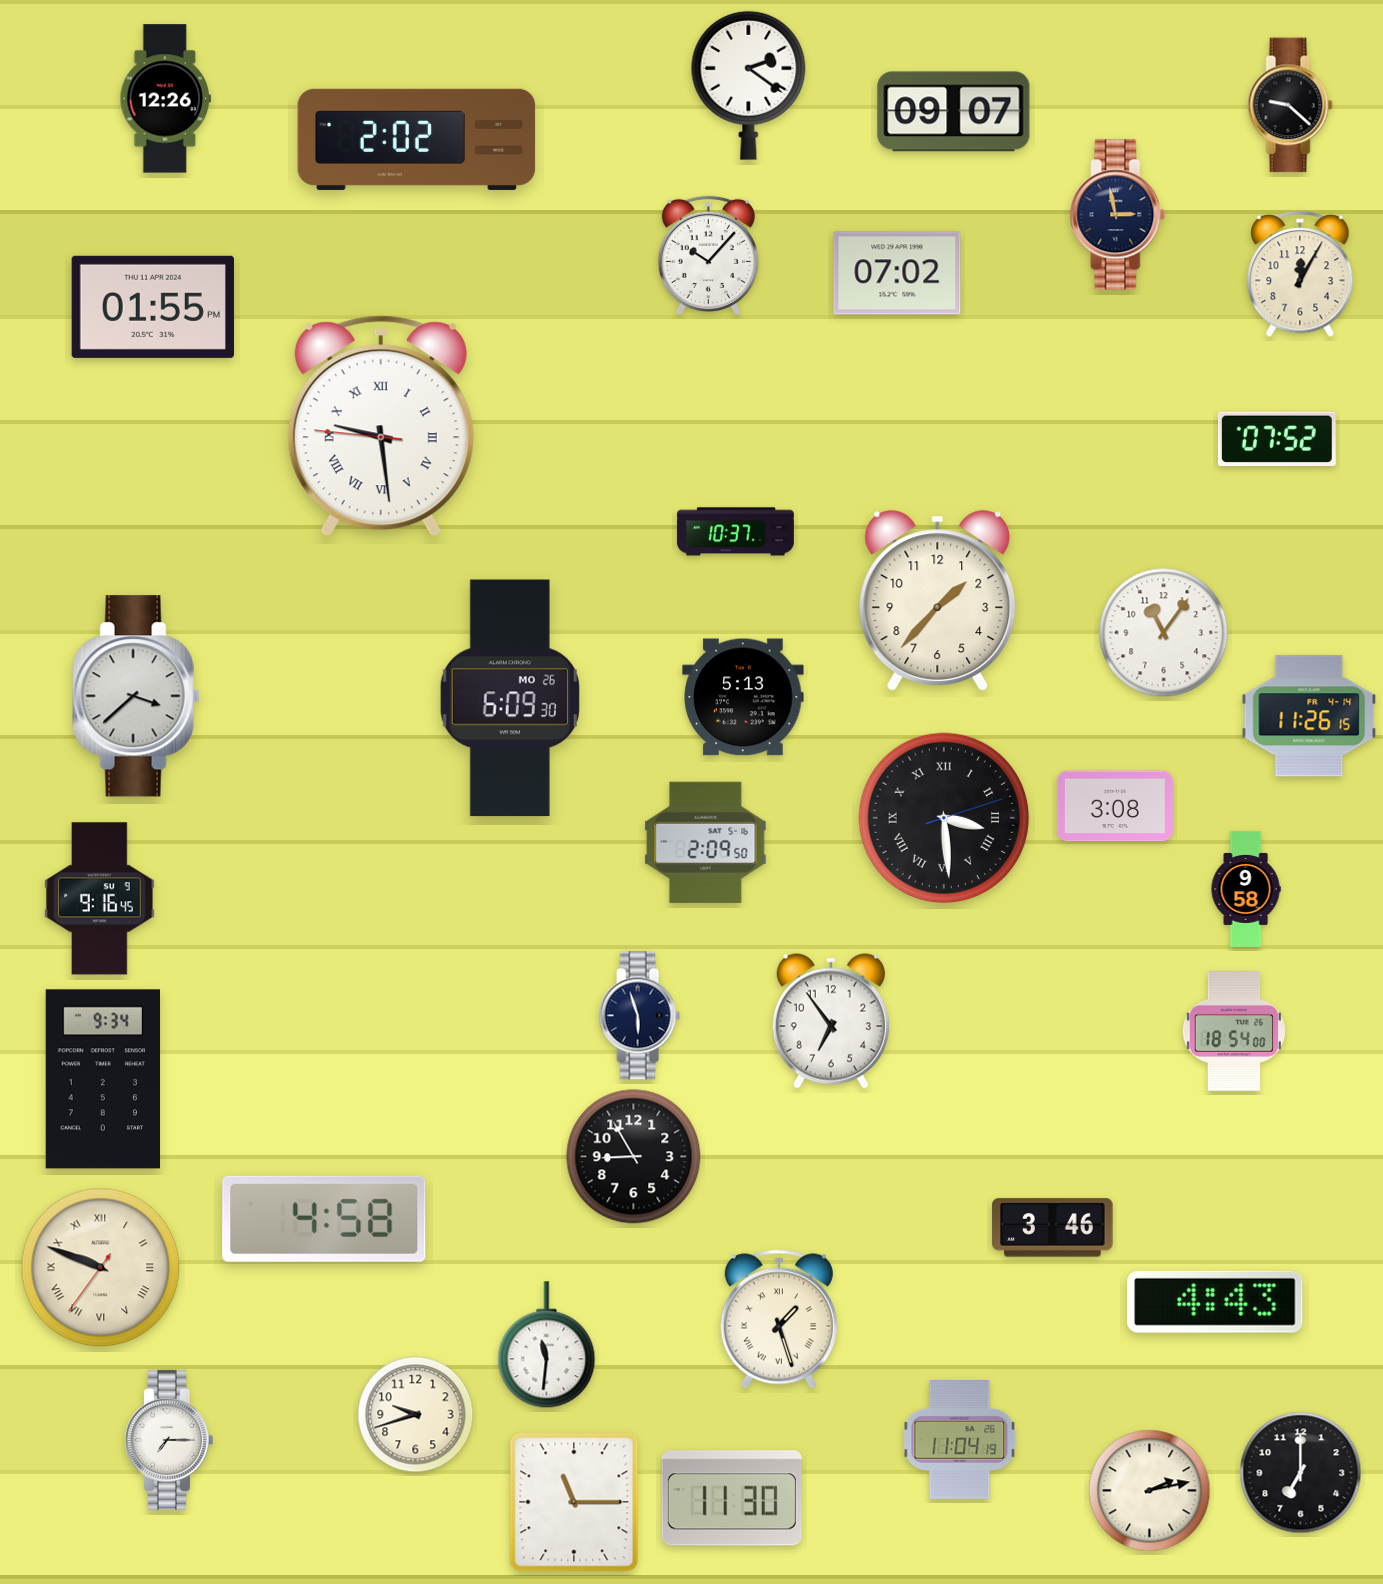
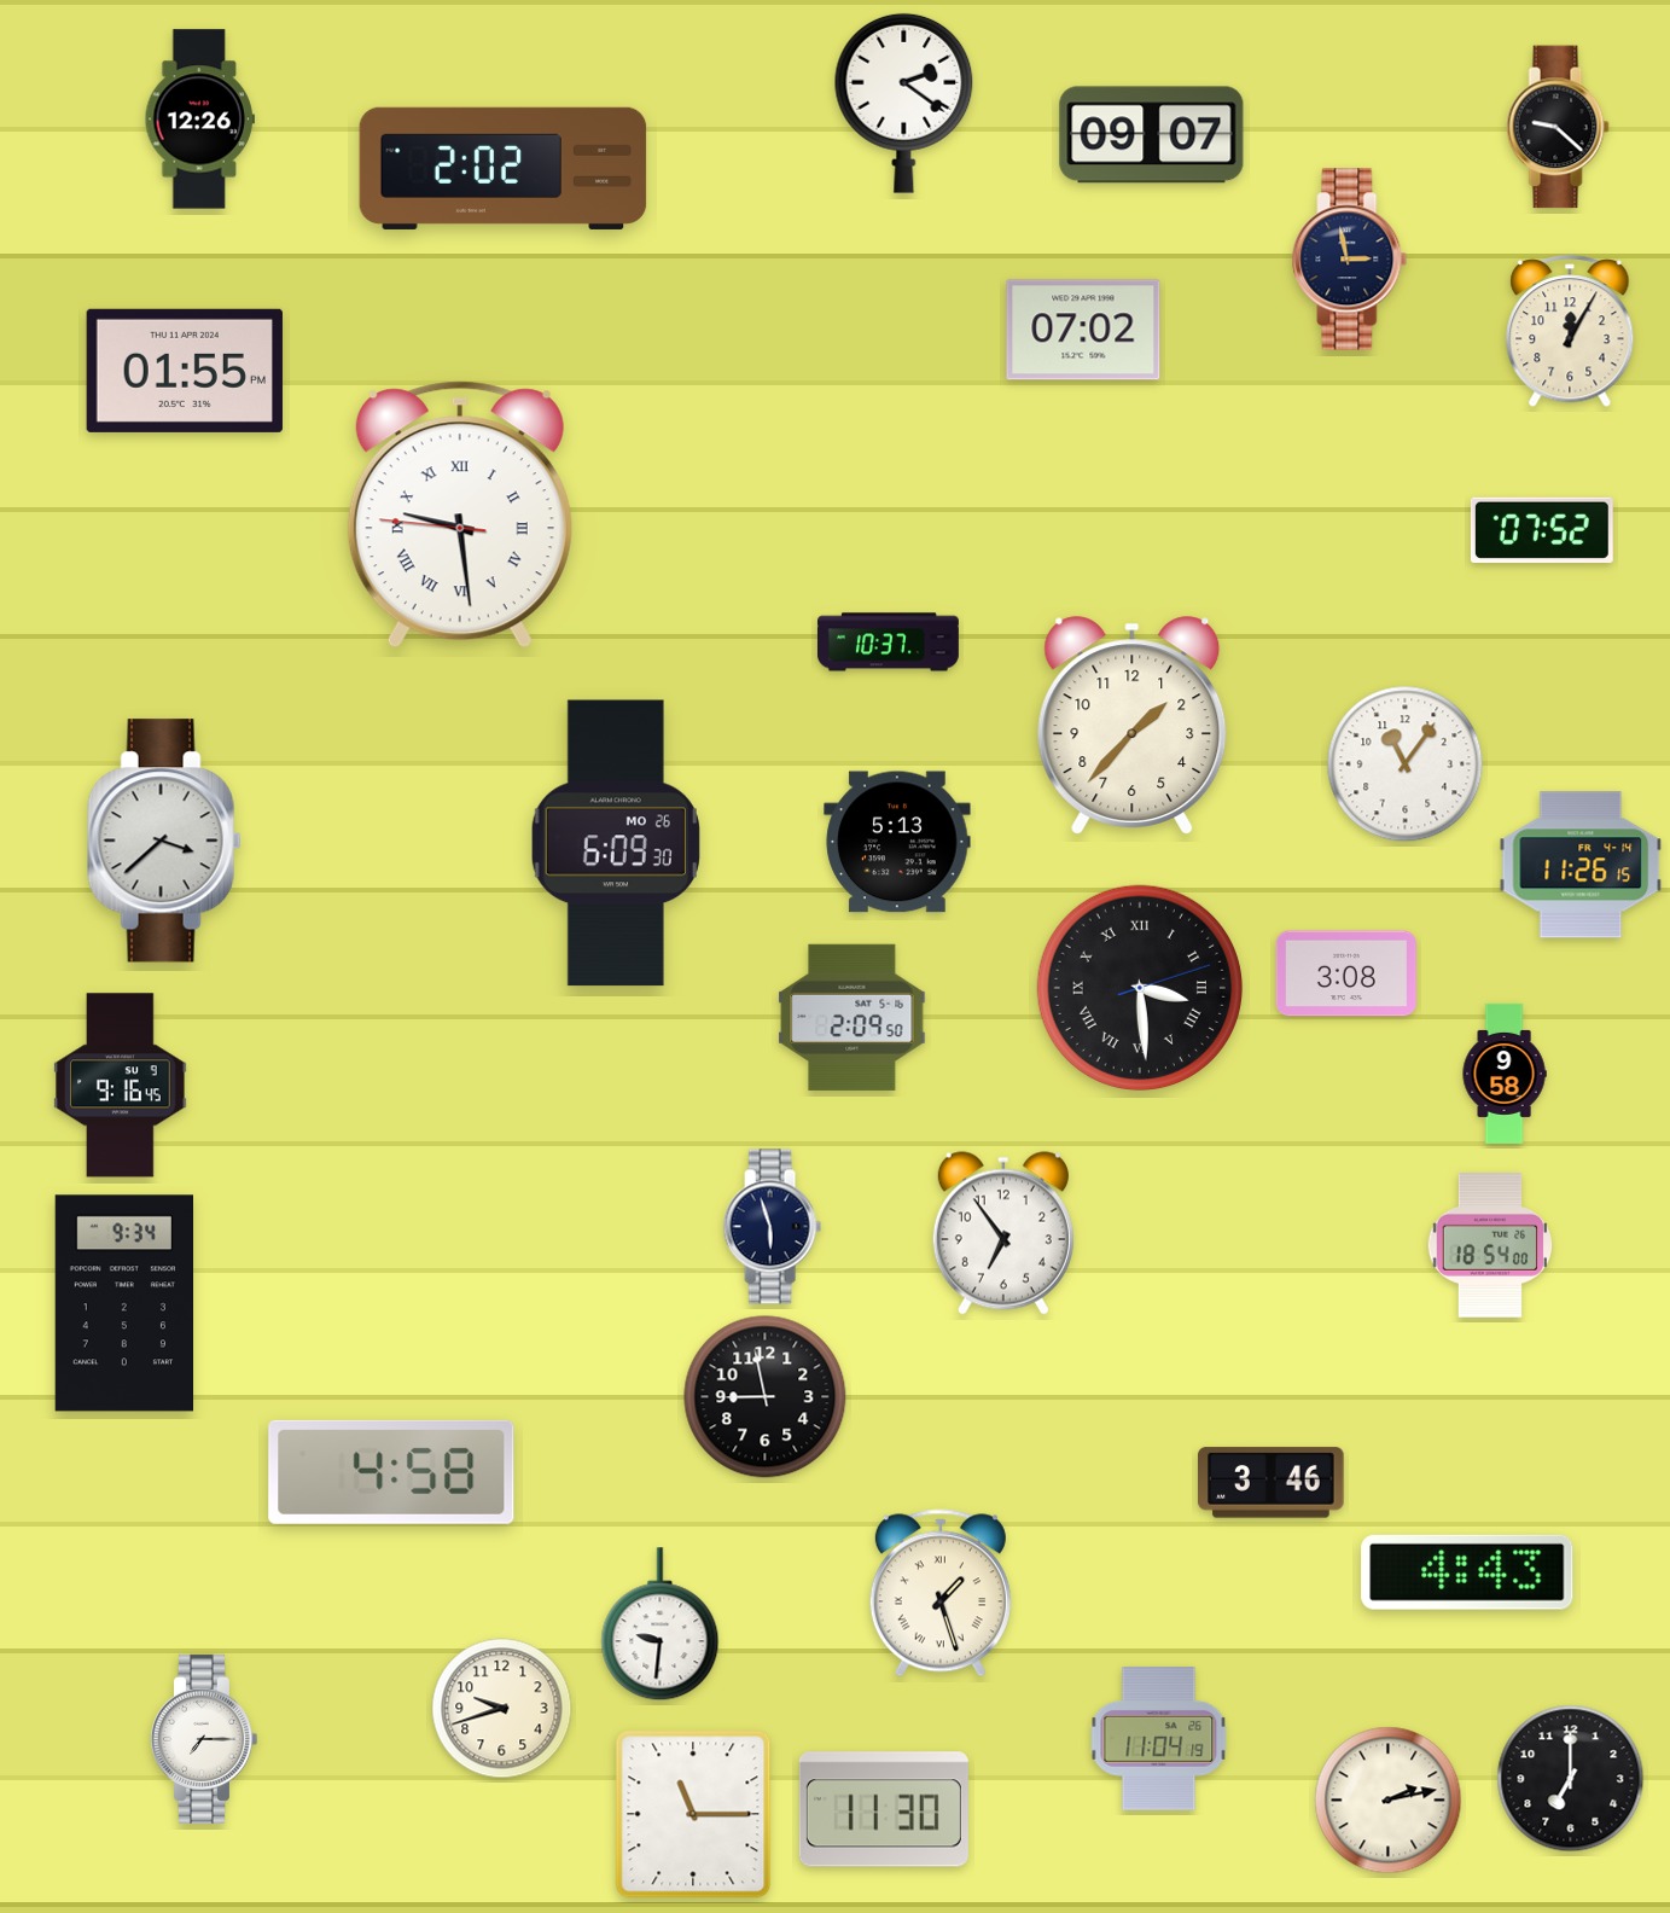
clock at (708, 255): 10:07 -> none
clock at (634, 1157): 8:55 -> 8:58
clock at (101, 1268): 9:48 -> none
clock at (547, 1345): 11:31 -> 9:31
